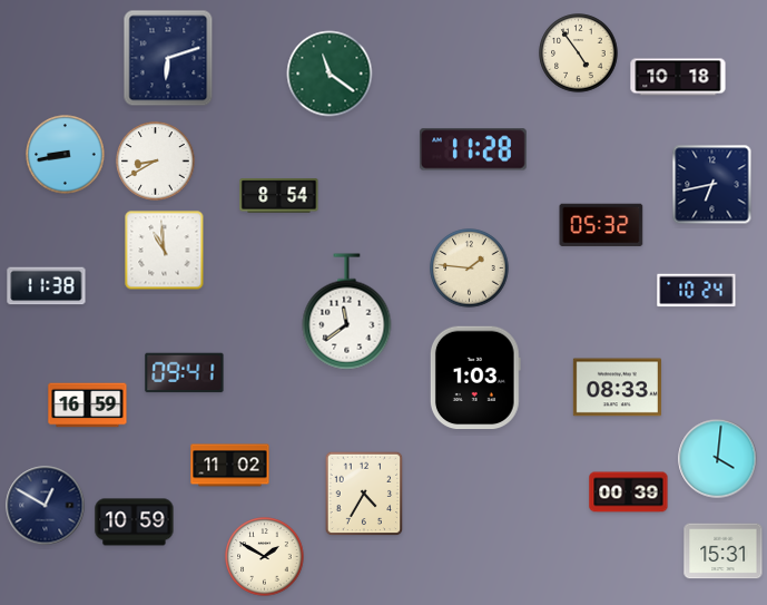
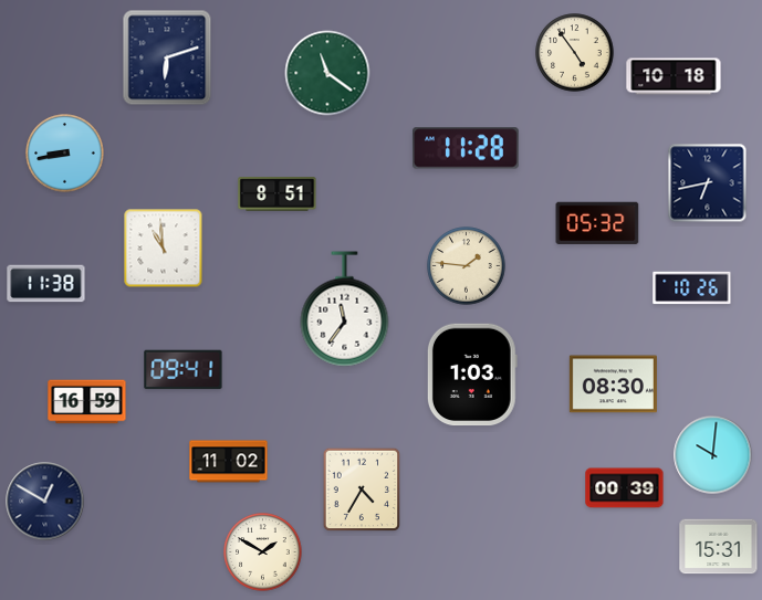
clock at (473, 149) position: (473, 149) -> (466, 148)
clock at (156, 162): 8:40 -> none
clock at (279, 196): 8:54 -> 8:51
clock at (697, 291): 10:24 -> 10:26
clock at (347, 312): 11:39 -> 11:36
clock at (617, 388): 08:33 -> 08:30
clock at (718, 459): 4:01 -> 10:01
clock at (135, 523): 10:59 -> none
